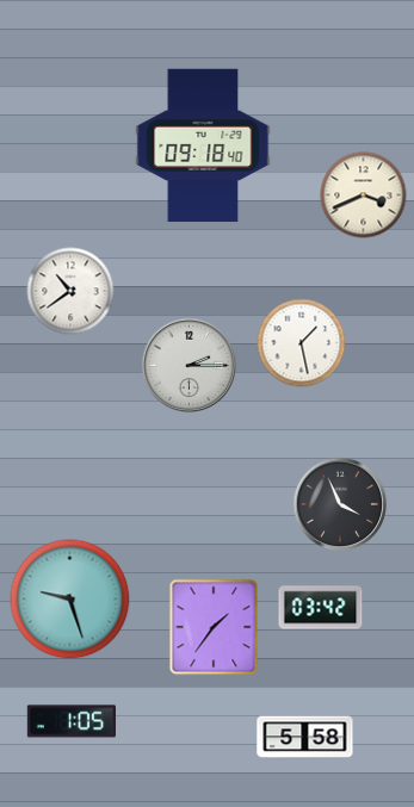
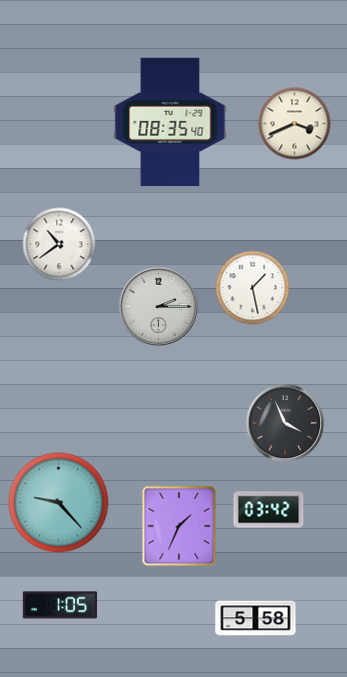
clock at (203, 145): 09:18 -> 08:35
clock at (364, 195) position: (364, 195) -> (295, 124)
clock at (70, 600): 9:27 -> 9:23
clock at (214, 627): 1:36 -> 1:34
